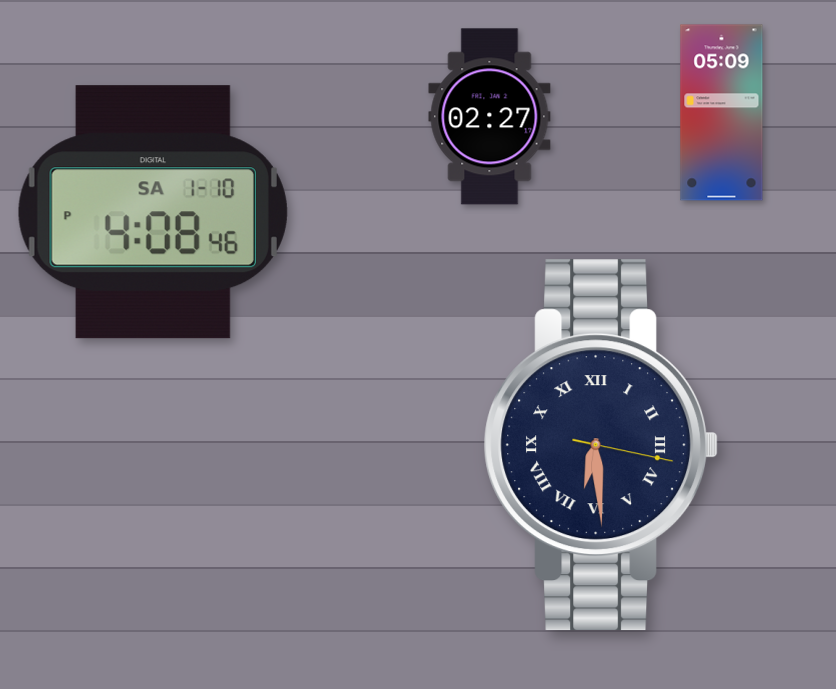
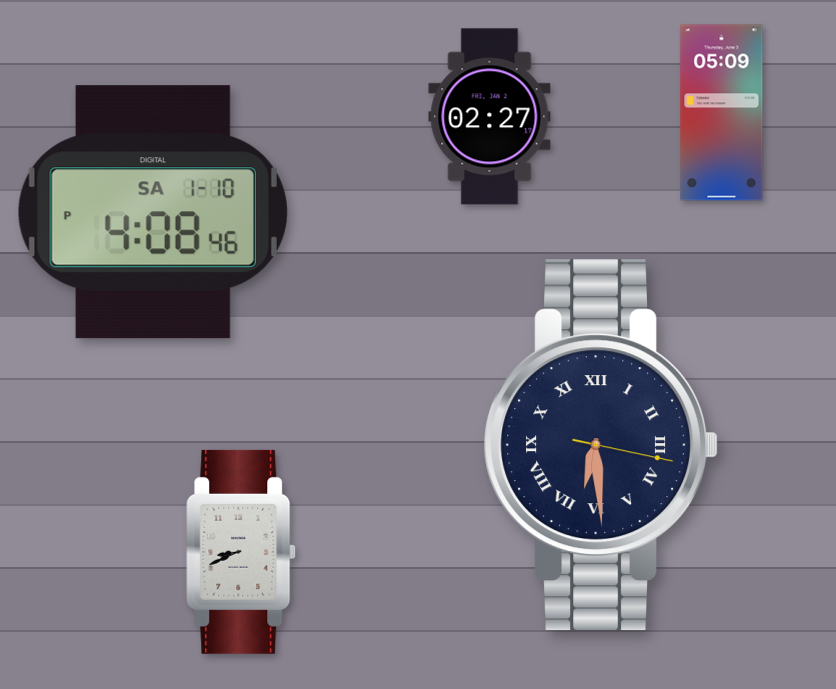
clock at (241, 552): none -> 8:41
